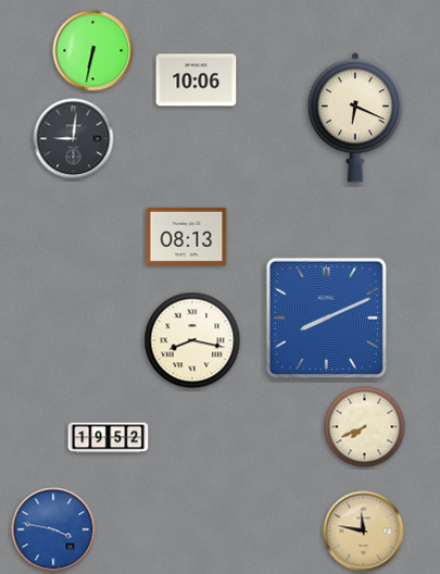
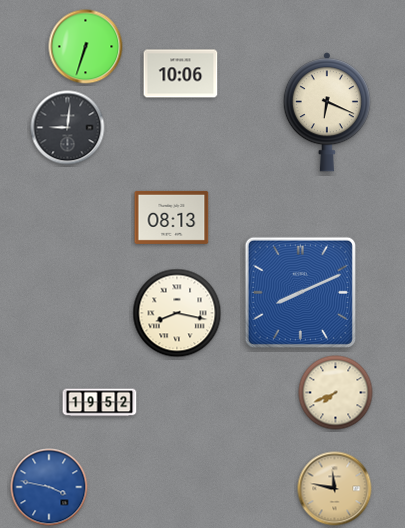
clock at (93, 51): 6:32 -> 6:33
clock at (355, 117) position: (355, 117) -> (327, 112)
